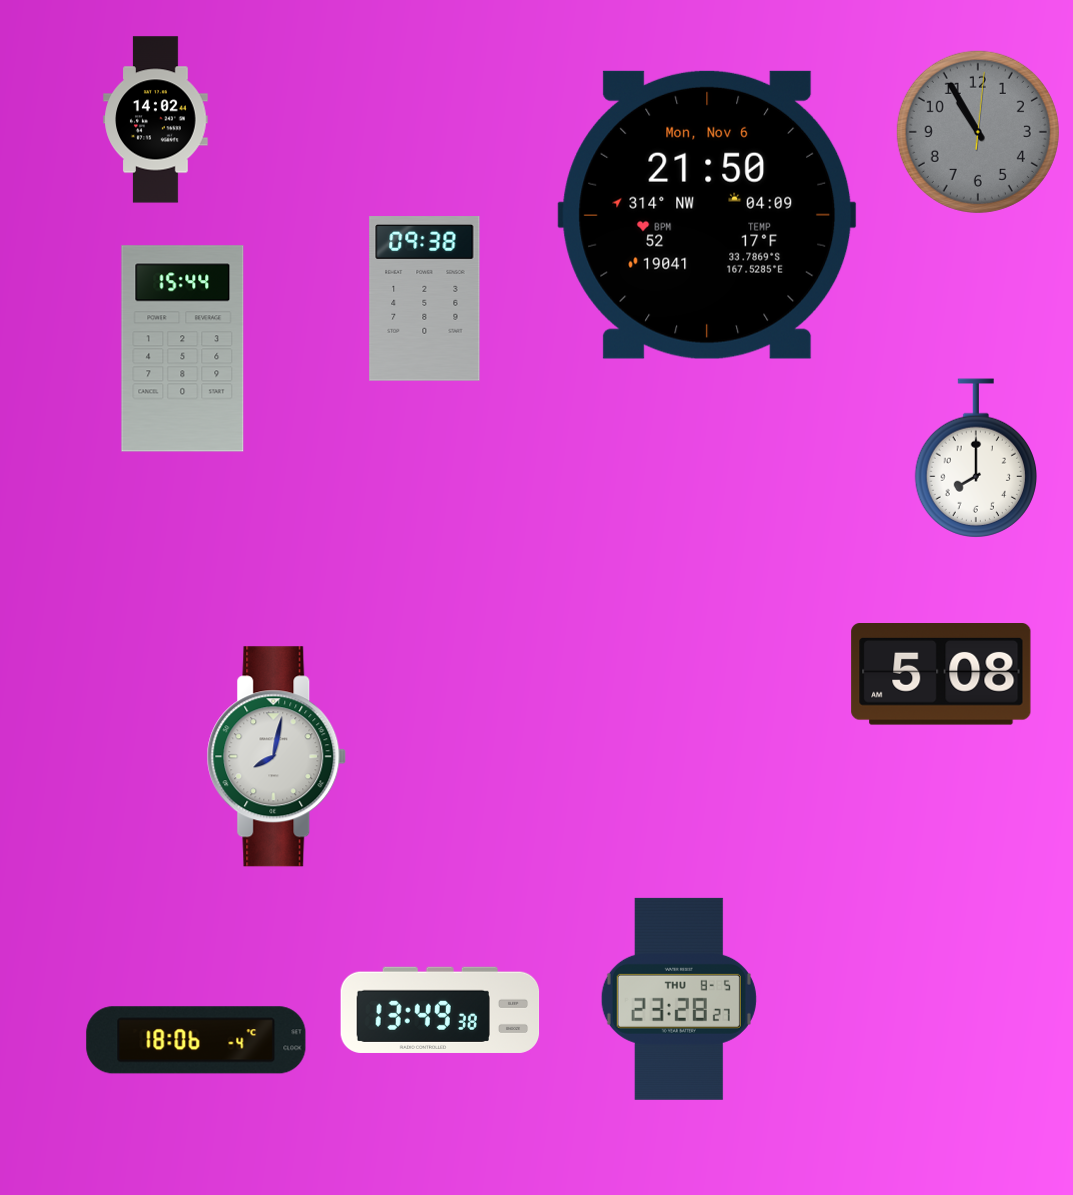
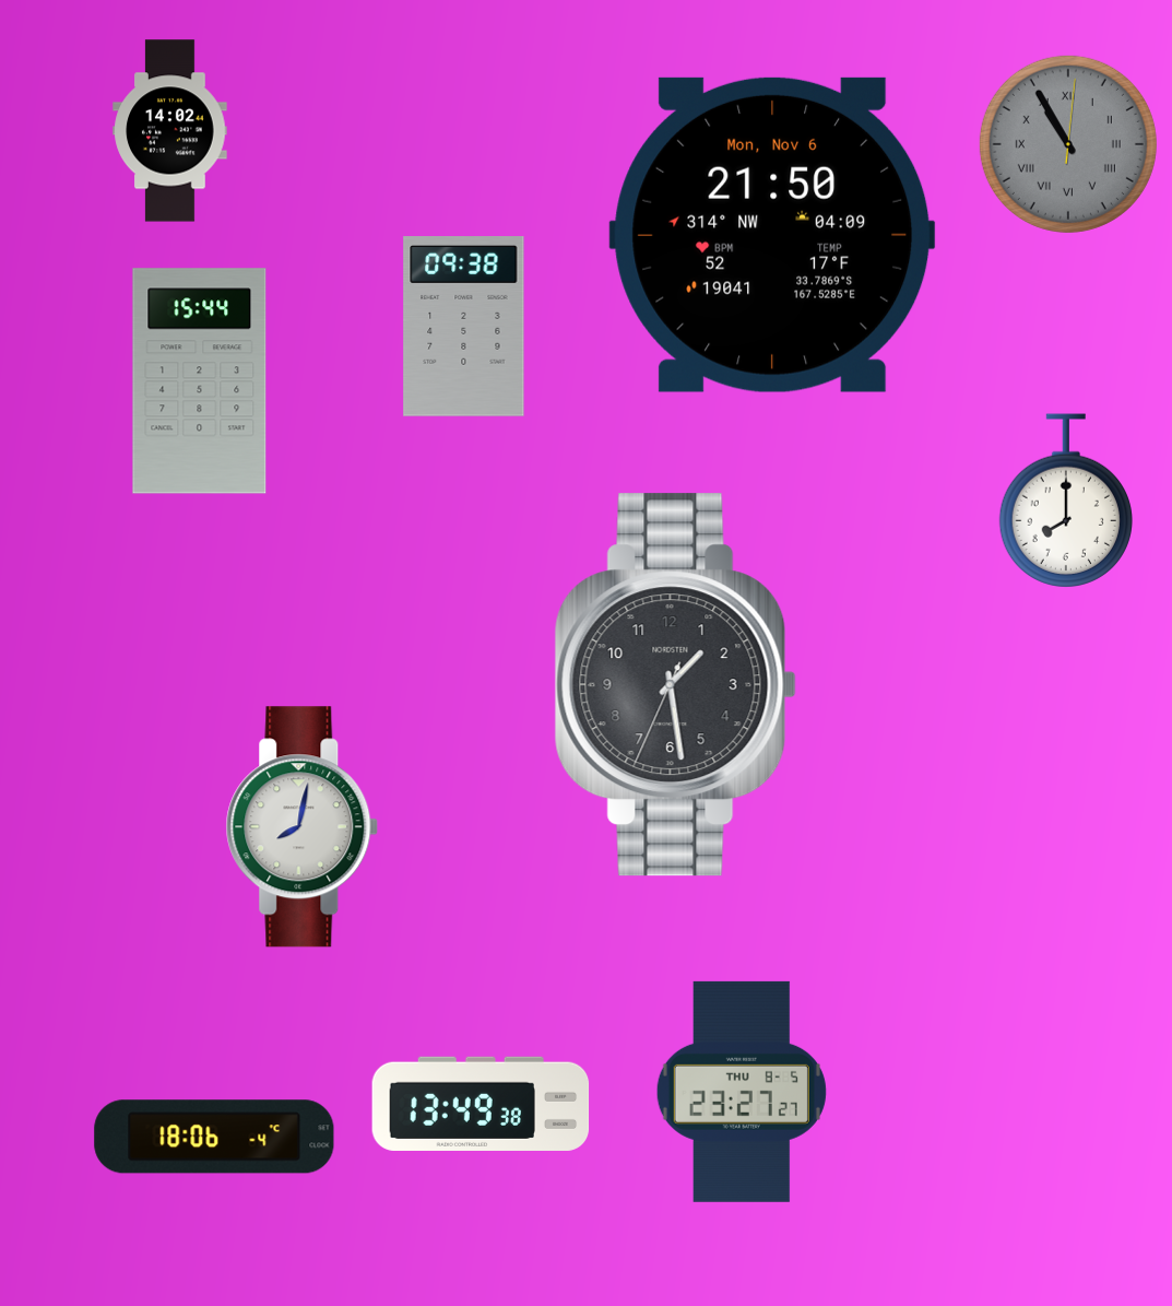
clock at (978, 132) numerals: Arabic -> Roman
clock at (675, 685): none -> 1:28
clock at (941, 675): 5:08 -> none
clock at (679, 999): 23:28 -> 23:27
